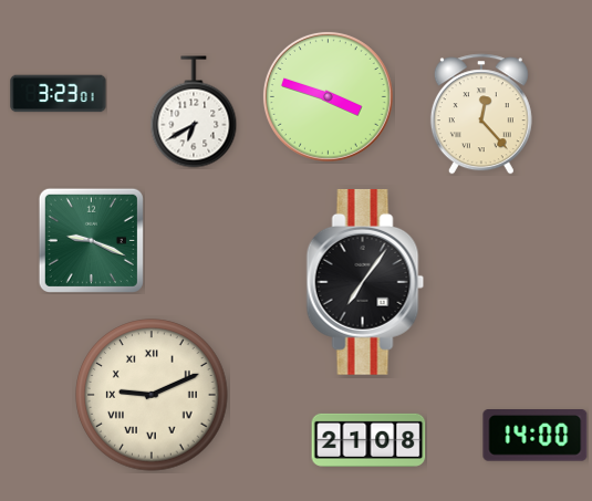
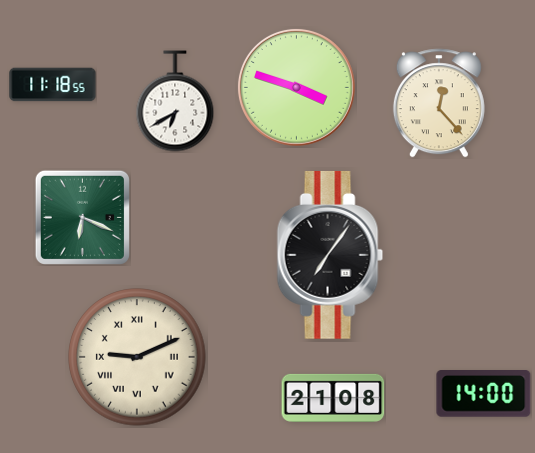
clock at (59, 94): 3:23 -> 11:18
clock at (481, 114) position: (481, 114) -> (439, 103)
clock at (91, 240): 9:19 -> 6:19
